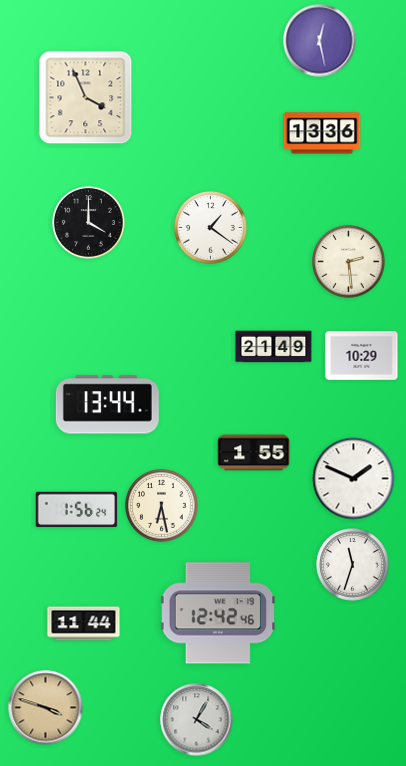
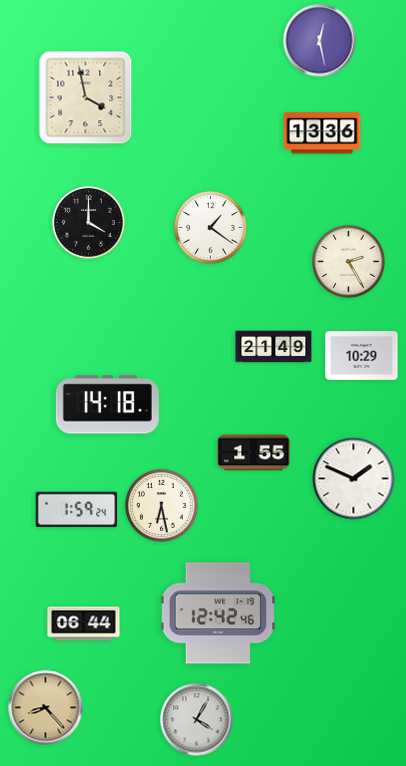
clock at (86, 98): 3:56 -> 3:58
clock at (349, 262): 2:29 -> 2:25
clock at (107, 405): 13:44 -> 14:18
clock at (77, 510): 1:56 -> 1:59
clock at (353, 565): 11:33 -> none
clock at (84, 624): 11:44 -> 06:44
clock at (46, 708): 3:48 -> 8:23
